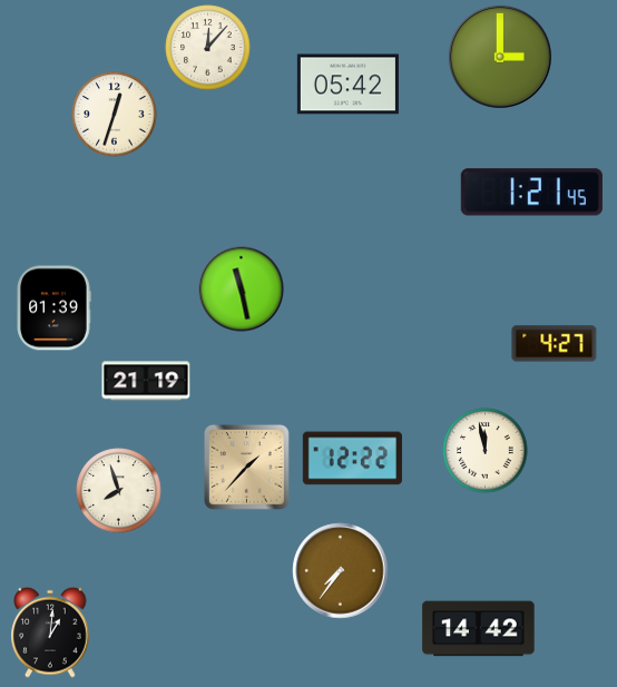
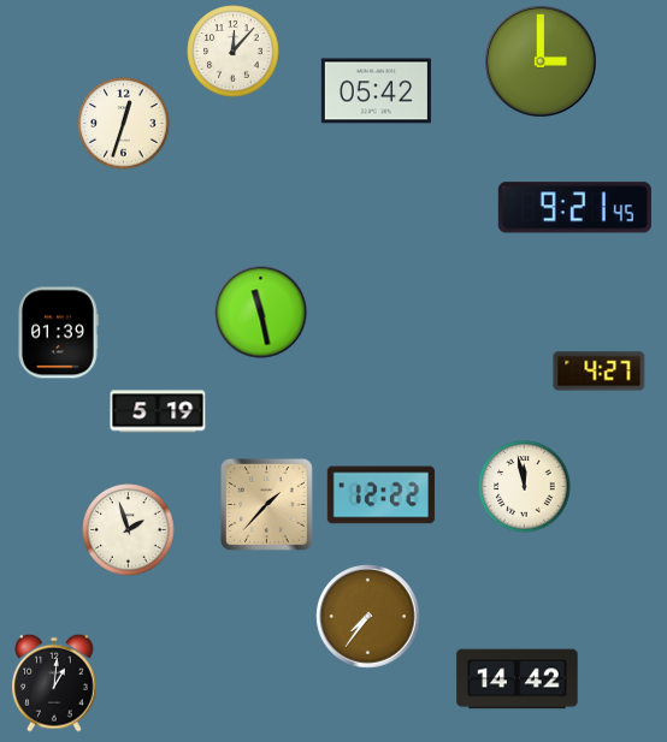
clock at (208, 48) position: (208, 48) -> (234, 52)
clock at (531, 193): 1:21 -> 9:21
clock at (146, 381): 21:19 -> 5:19
clock at (119, 491): 7:57 -> 1:57
